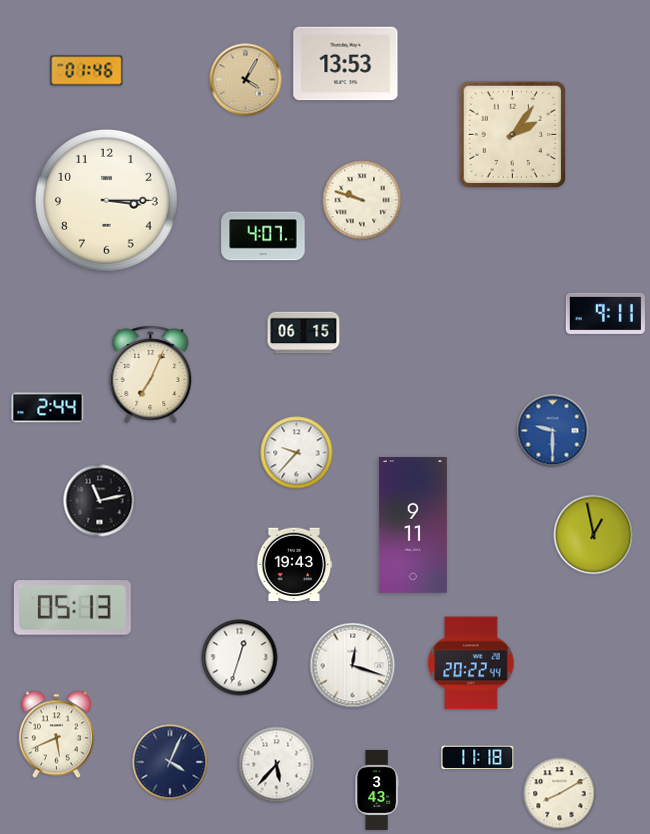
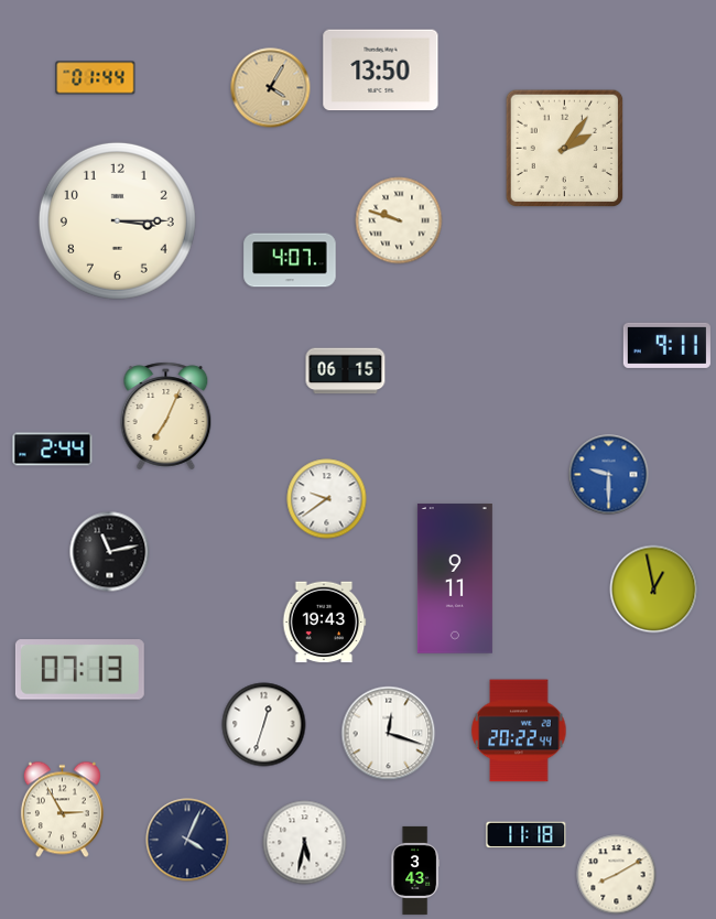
clock at (346, 64): 13:53 -> 13:50
clock at (87, 71): 01:46 -> 01:44
clock at (304, 333) position: (304, 333) -> (346, 371)
clock at (151, 375) position: (151, 375) -> (166, 417)
clock at (297, 453): 9:37 -> 9:39
clock at (72, 608): 05:13 -> 07:13
clock at (56, 735): 5:41 -> 2:55
clock at (277, 765): 5:37 -> 5:32
